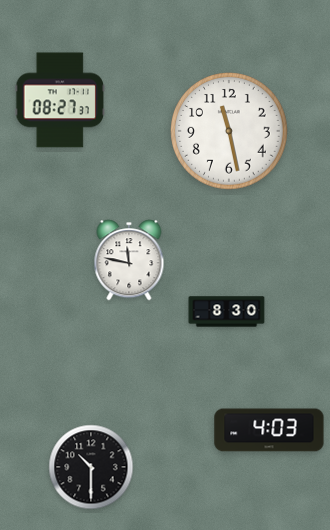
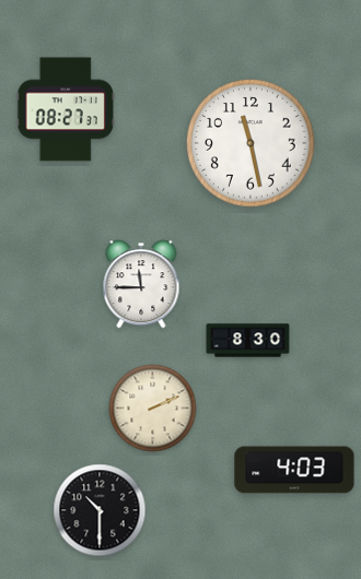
clock at (129, 260): 11:47 -> 11:45
clock at (153, 409): none -> 2:11
